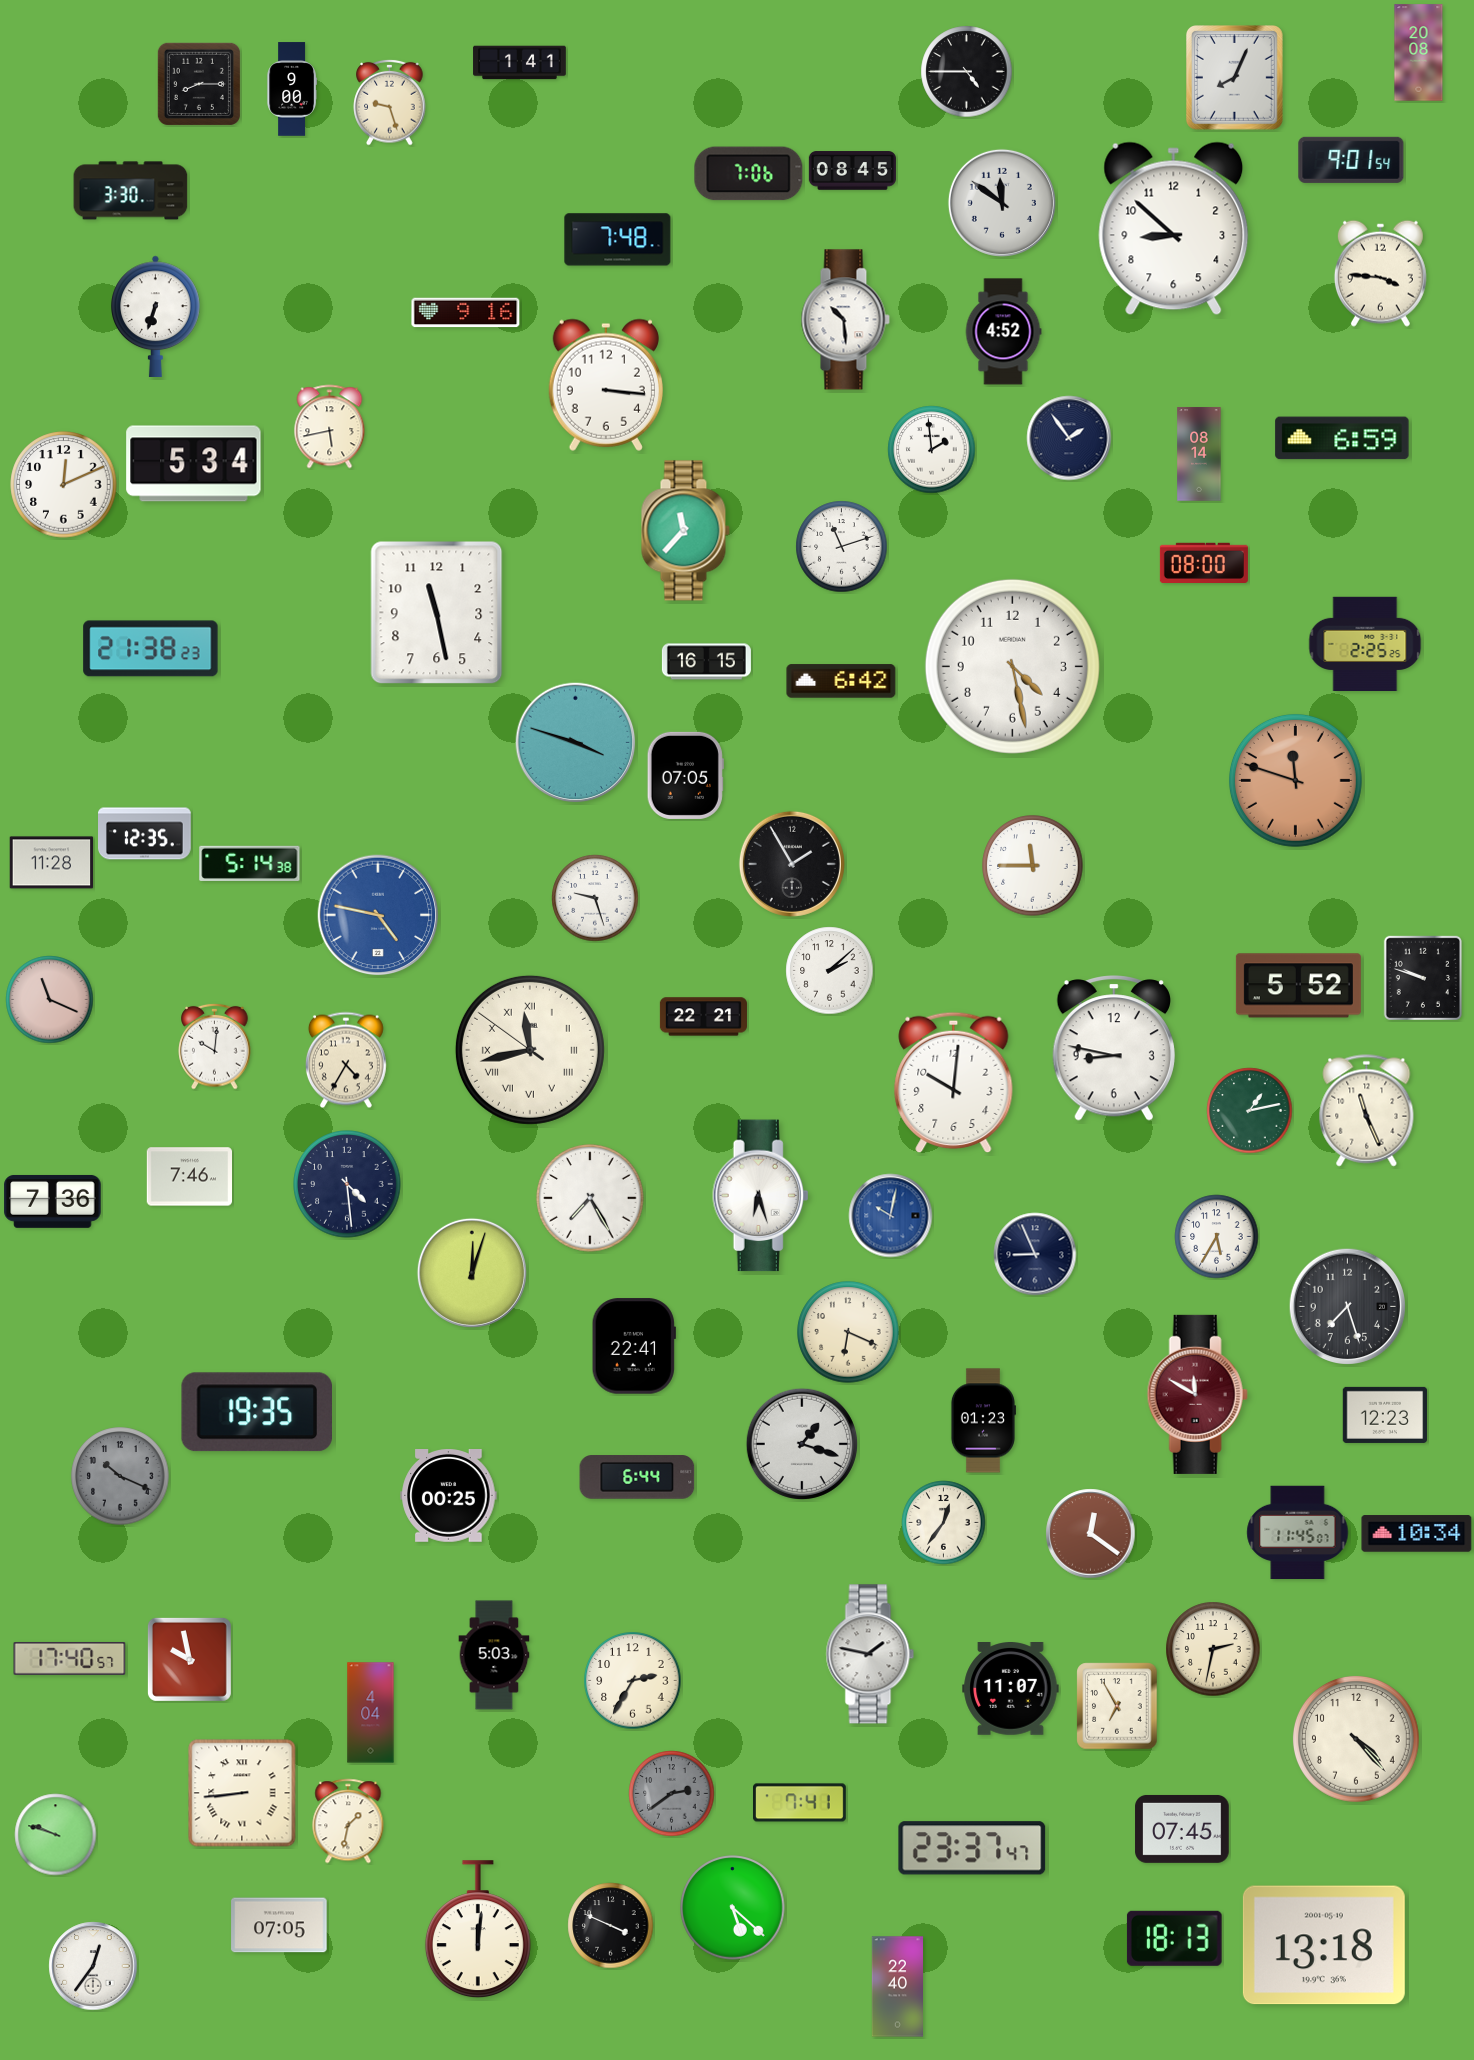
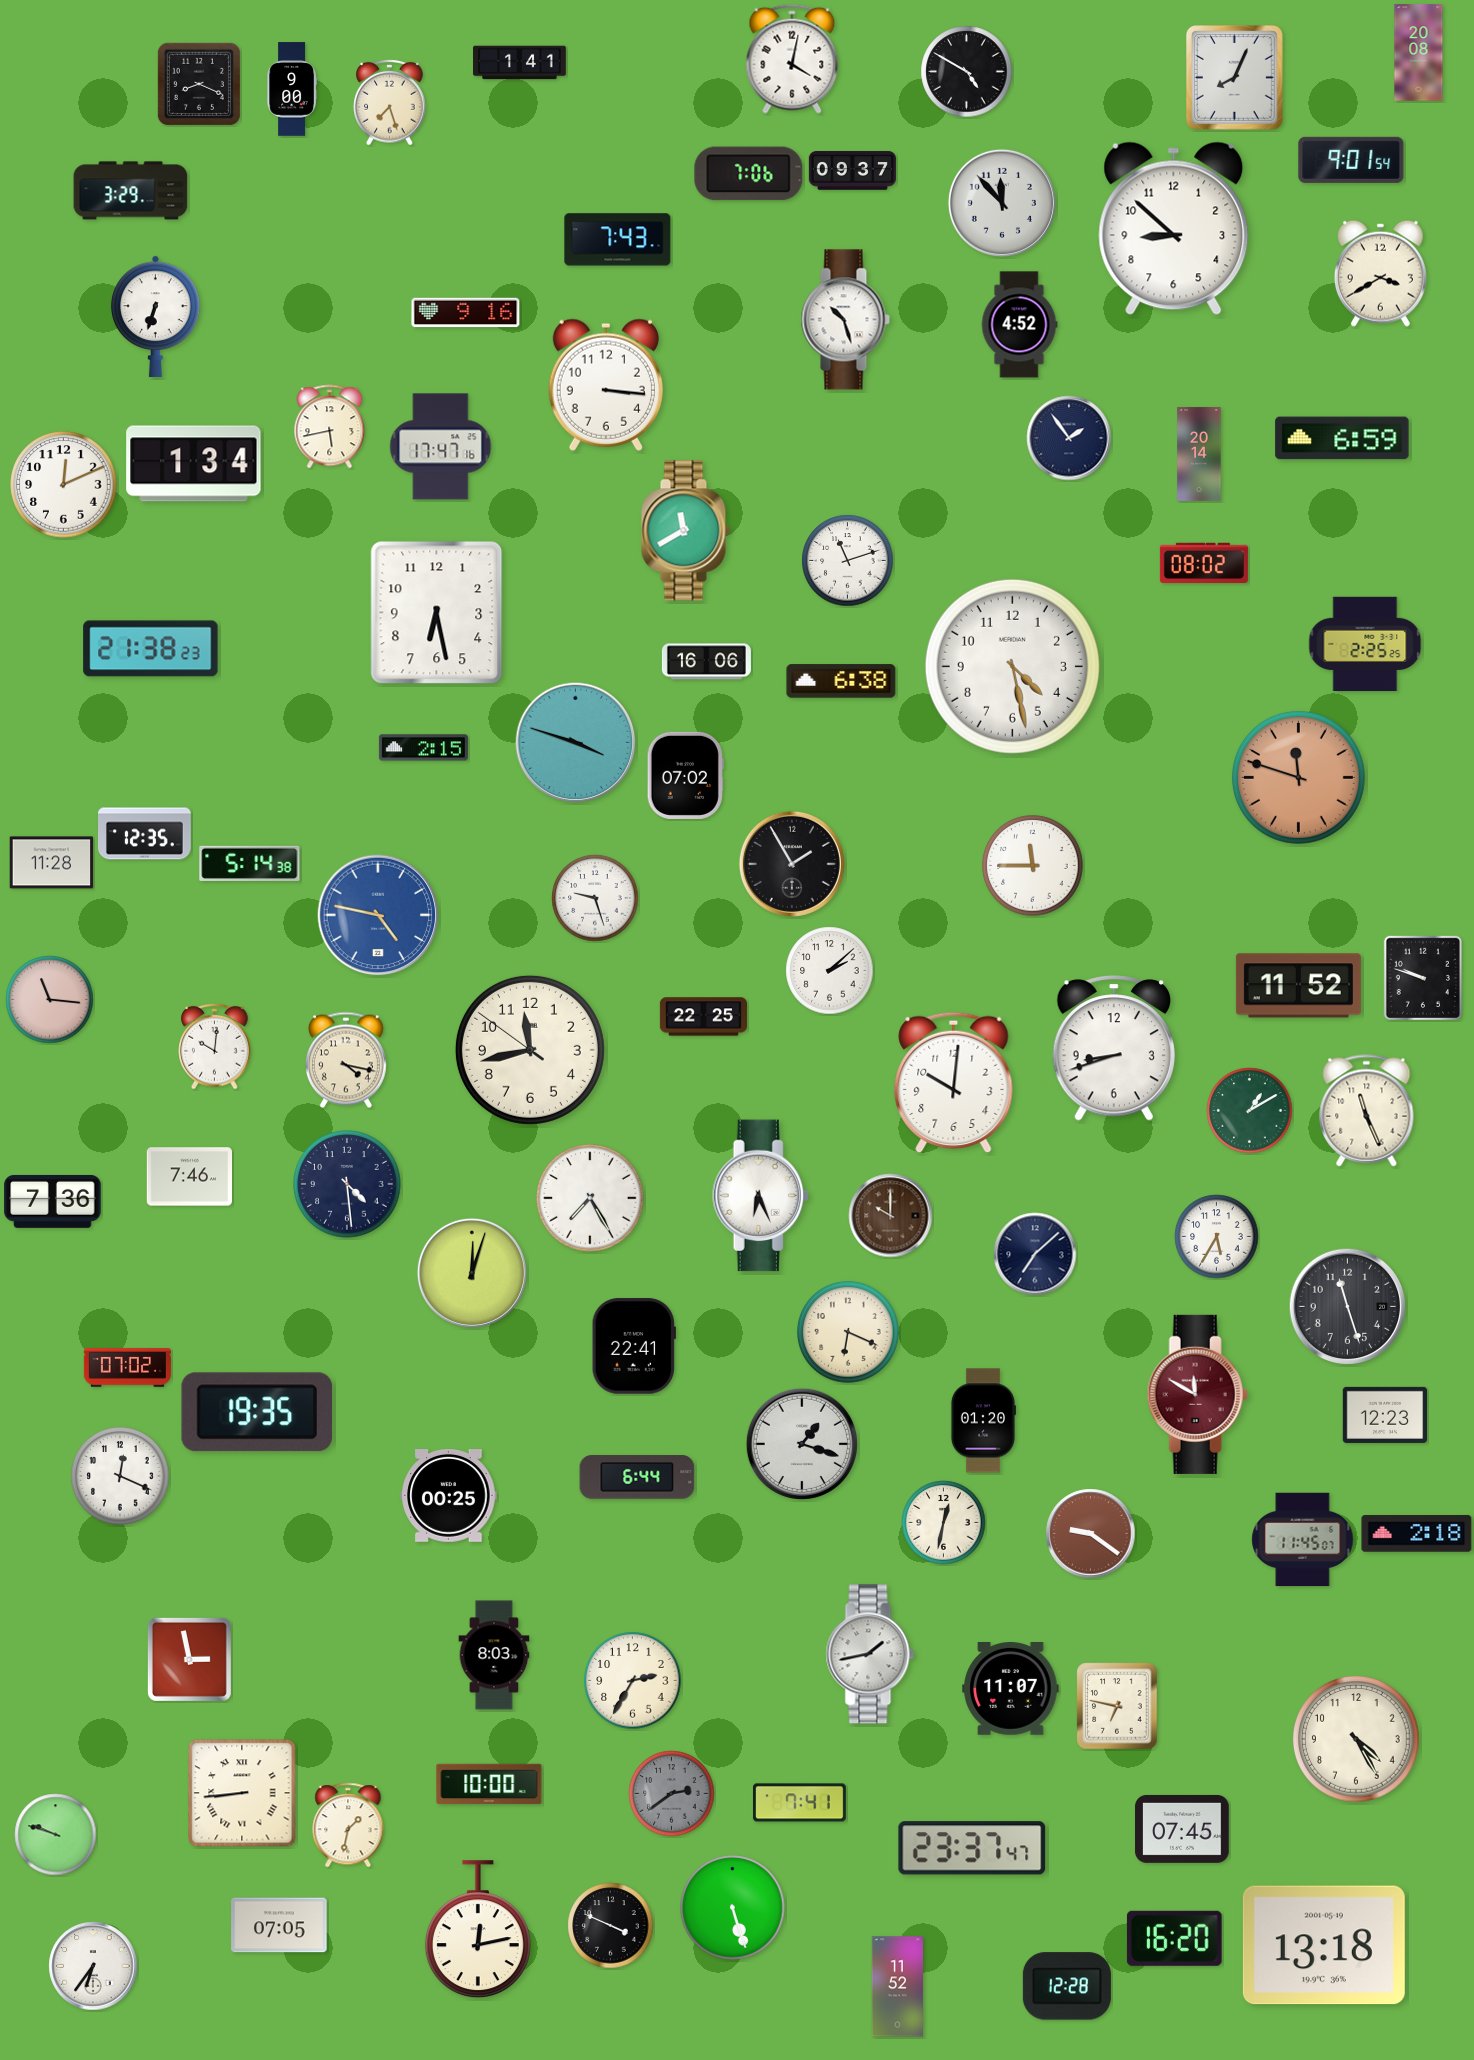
clock at (792, 59): none -> 4:02
clock at (967, 72): 4:45 -> 4:50
clock at (199, 84): 8:15 -> 8:19
clock at (390, 102): 9:27 -> 7:27
clock at (852, 171): 08:45 -> 09:37
clock at (131, 191): 3:30 -> 3:29
clock at (1002, 203): 11:51 -> 11:53
clock at (618, 240): 7:48 -> 7:43
clock at (1380, 273): 3:46 -> 3:40
clock at (845, 320): 10:29 -> 10:27
clock at (1003, 332) position: (1003, 332) -> (1019, 325)
clock at (441, 447): none -> 17:47
clock at (932, 450): 1:59 -> none
clock at (1199, 454): 08:14 -> 20:14
clock at (194, 464): 5:34 -> 1:34
clock at (685, 531): 11:37 -> 11:40
clock at (842, 547) position: (842, 547) -> (848, 561)
clock at (1204, 562): 08:00 -> 08:02
clock at (437, 613): 11:28 -> 6:28
clock at (706, 662): 16:15 -> 16:06
clock at (841, 681): 6:42 -> 6:38
clock at (423, 748): none -> 2:15
clock at (685, 775): 07:05 -> 07:02
clock at (1295, 780) position: (1295, 780) -> (1298, 777)
clock at (1298, 986): 5:52 -> 11:52
clock at (50, 1000): 11:19 -> 11:16
clock at (703, 1017): 22:21 -> 22:25
clock at (1113, 1048): 8:47 -> 8:42
clock at (530, 1050) numerals: Roman -> Arabic
clock at (346, 1060): 4:35 -> 4:17
clock at (1250, 1111): 1:13 -> 1:10
clock at (761, 1196): 6:27 -> 6:26
clock at (891, 1216): 10:02 -> 10:00
clock at (891, 1216) dial: blue -> brown
clock at (1035, 1254): 8:56 -> 7:08
clock at (1348, 1307): 7:27 -> 11:27
clock at (127, 1368): none -> 07:02
clock at (983, 1421): 01:23 -> 01:20
clock at (120, 1476): 10:19 -> 12:19
clock at (120, 1476) dial: grey -> white
clock at (944, 1523): 12:36 -> 12:32
clock at (1298, 1533) position: (1298, 1533) -> (1303, 1540)
clock at (1091, 1534): 12:21 -> 9:21
clock at (1417, 1534): 10:34 -> 2:18
clock at (1213, 1649): 2:32 -> none
clock at (870, 1654): 1:47 -> 1:43
clock at (494, 1655): 5:03 -> 8:03
clock at (70, 1658): 17:40 -> none
clock at (189, 1659): 9:58 -> 2:58
clock at (1117, 1706): 6:55 -> 6:47
clock at (371, 1713): 4:04 -> none
clock at (1356, 1740): 4:23 -> 4:25
clock at (489, 1784): none -> 10:00
clock at (348, 1821) position: (348, 1821) -> (348, 1825)
clock at (733, 1908): 5:22 -> 5:27
clock at (478, 1930): 12:01 -> 12:13
clock at (1174, 1938): 18:13 -> 16:20
clock at (93, 1966): 12:36 -> 6:36
clock at (1067, 1986): none -> 12:28
clock at (898, 1987): 22:40 -> 11:52
